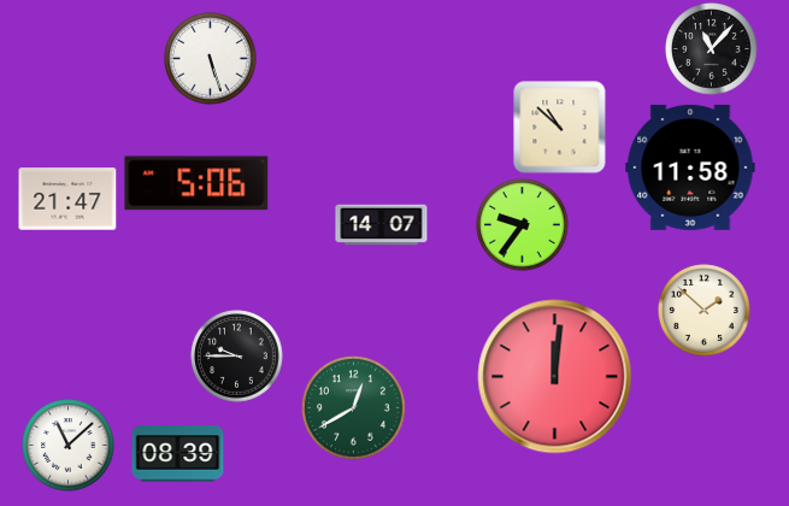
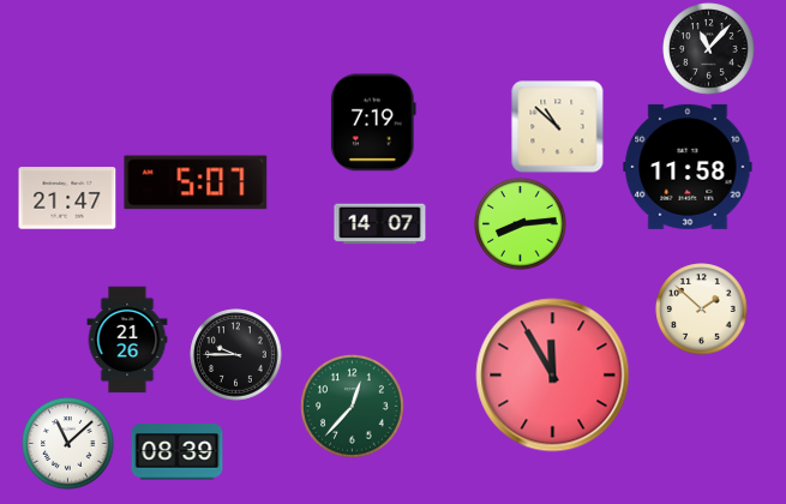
clock at (211, 59): 5:27 -> none
clock at (373, 122): none -> 7:19
clock at (196, 183): 5:06 -> 5:07
clock at (523, 225): 9:36 -> 8:14
clock at (127, 340): none -> 21:26
clock at (555, 377): 12:01 -> 11:55
clock at (354, 408): 12:40 -> 12:37
